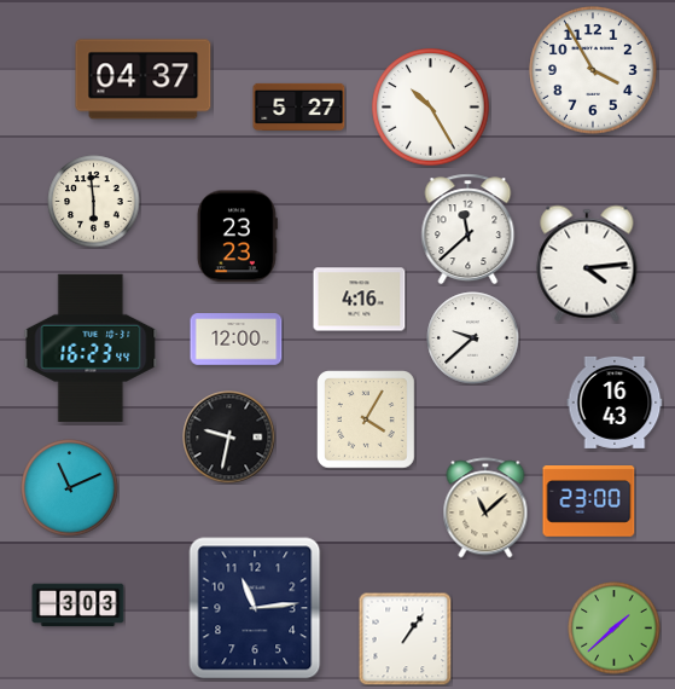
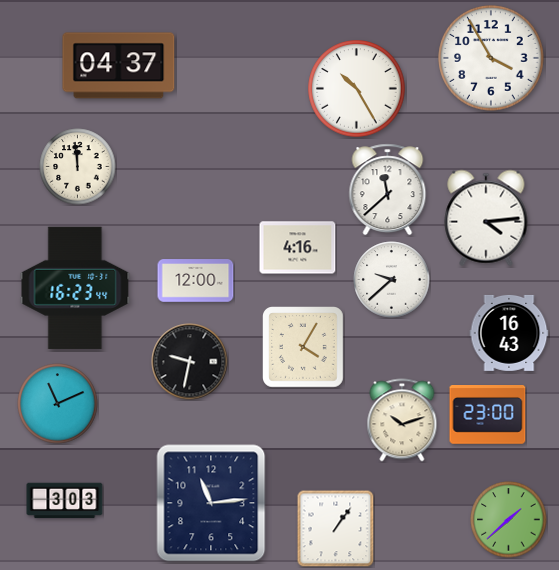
clock at (299, 106): 5:27 -> none
clock at (94, 202): 5:59 -> 11:59
clock at (237, 237): 23:23 -> none
clock at (485, 508): 11:08 -> 10:12
